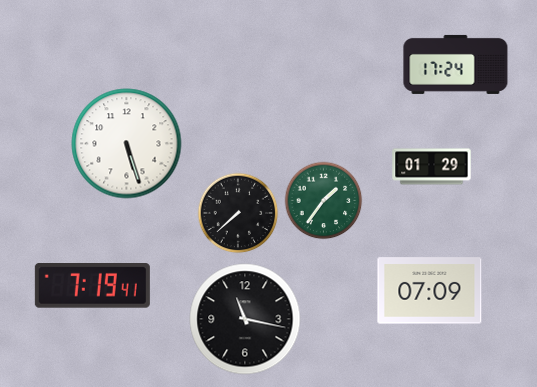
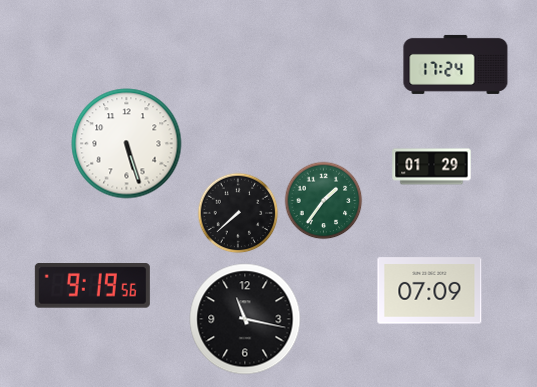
clock at (92, 286): 7:19 -> 9:19
